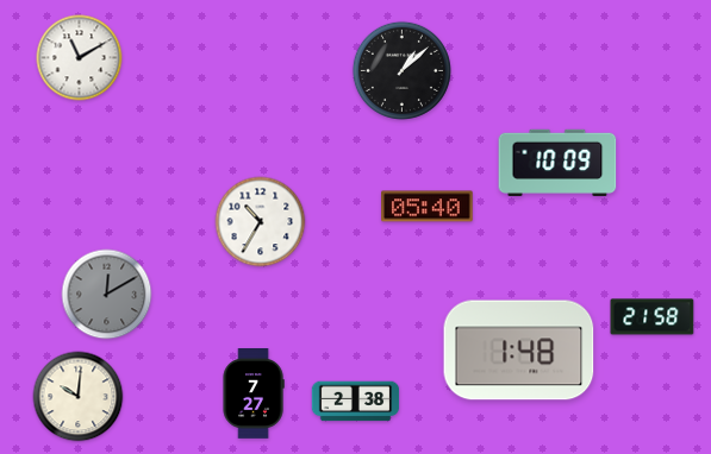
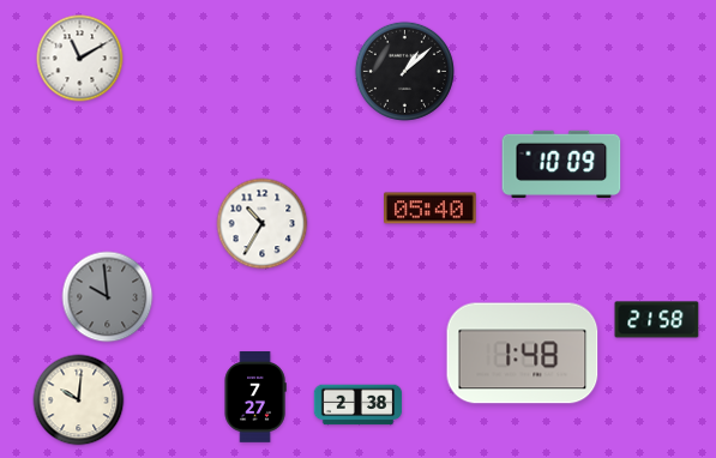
clock at (107, 295): 12:10 -> 9:59
